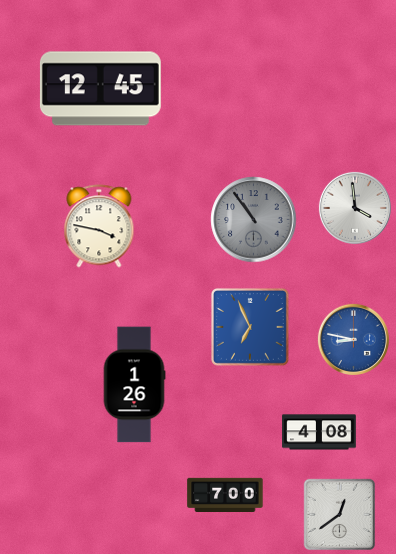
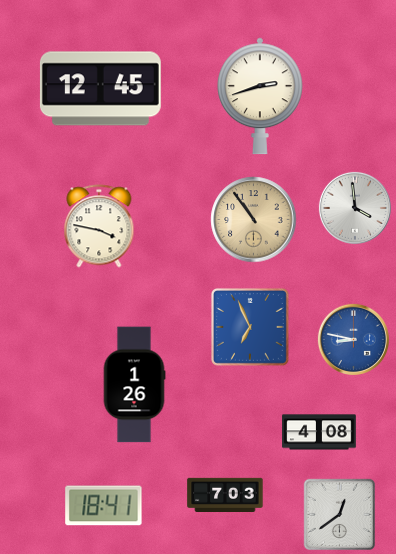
clock at (260, 96): none -> 2:42
clock at (254, 220) dial: grey -> champagne
clock at (225, 494): 7:00 -> 7:03
clock at (104, 506): none -> 18:41
